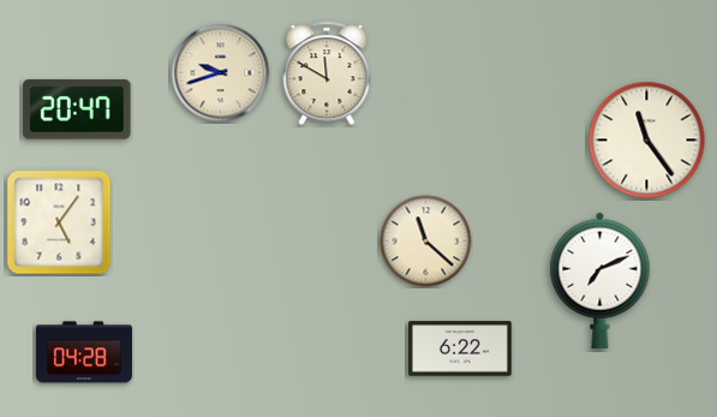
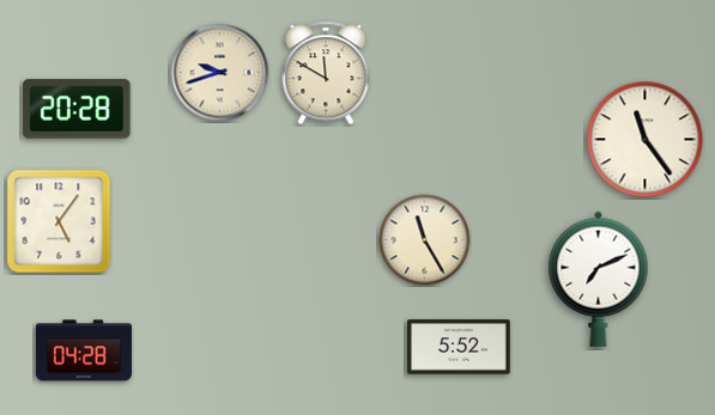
clock at (77, 109): 20:47 -> 20:28
clock at (426, 242): 11:22 -> 11:25
clock at (460, 349): 6:22 -> 5:52
